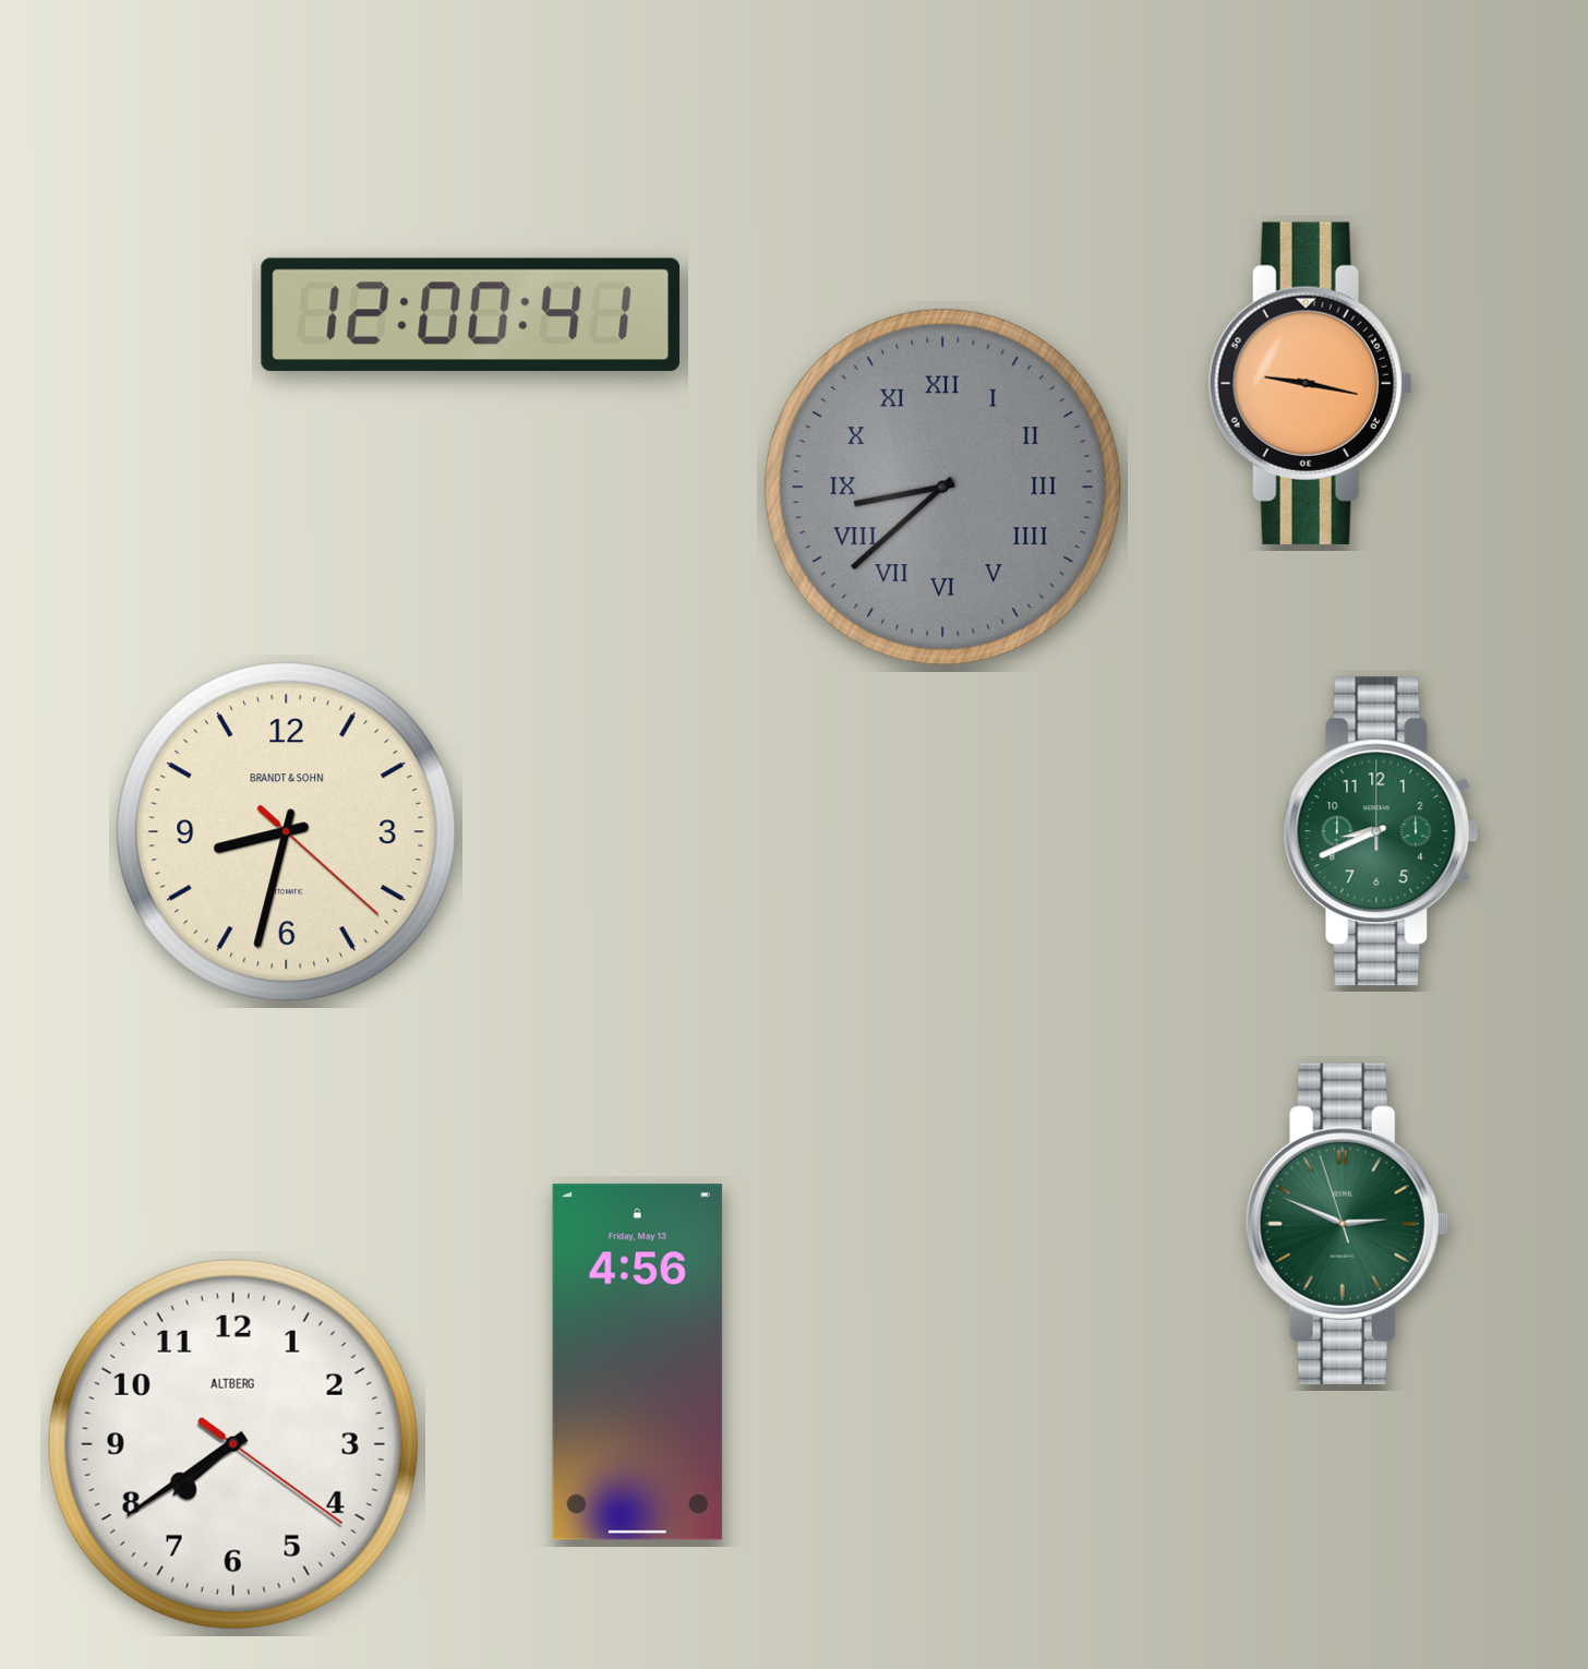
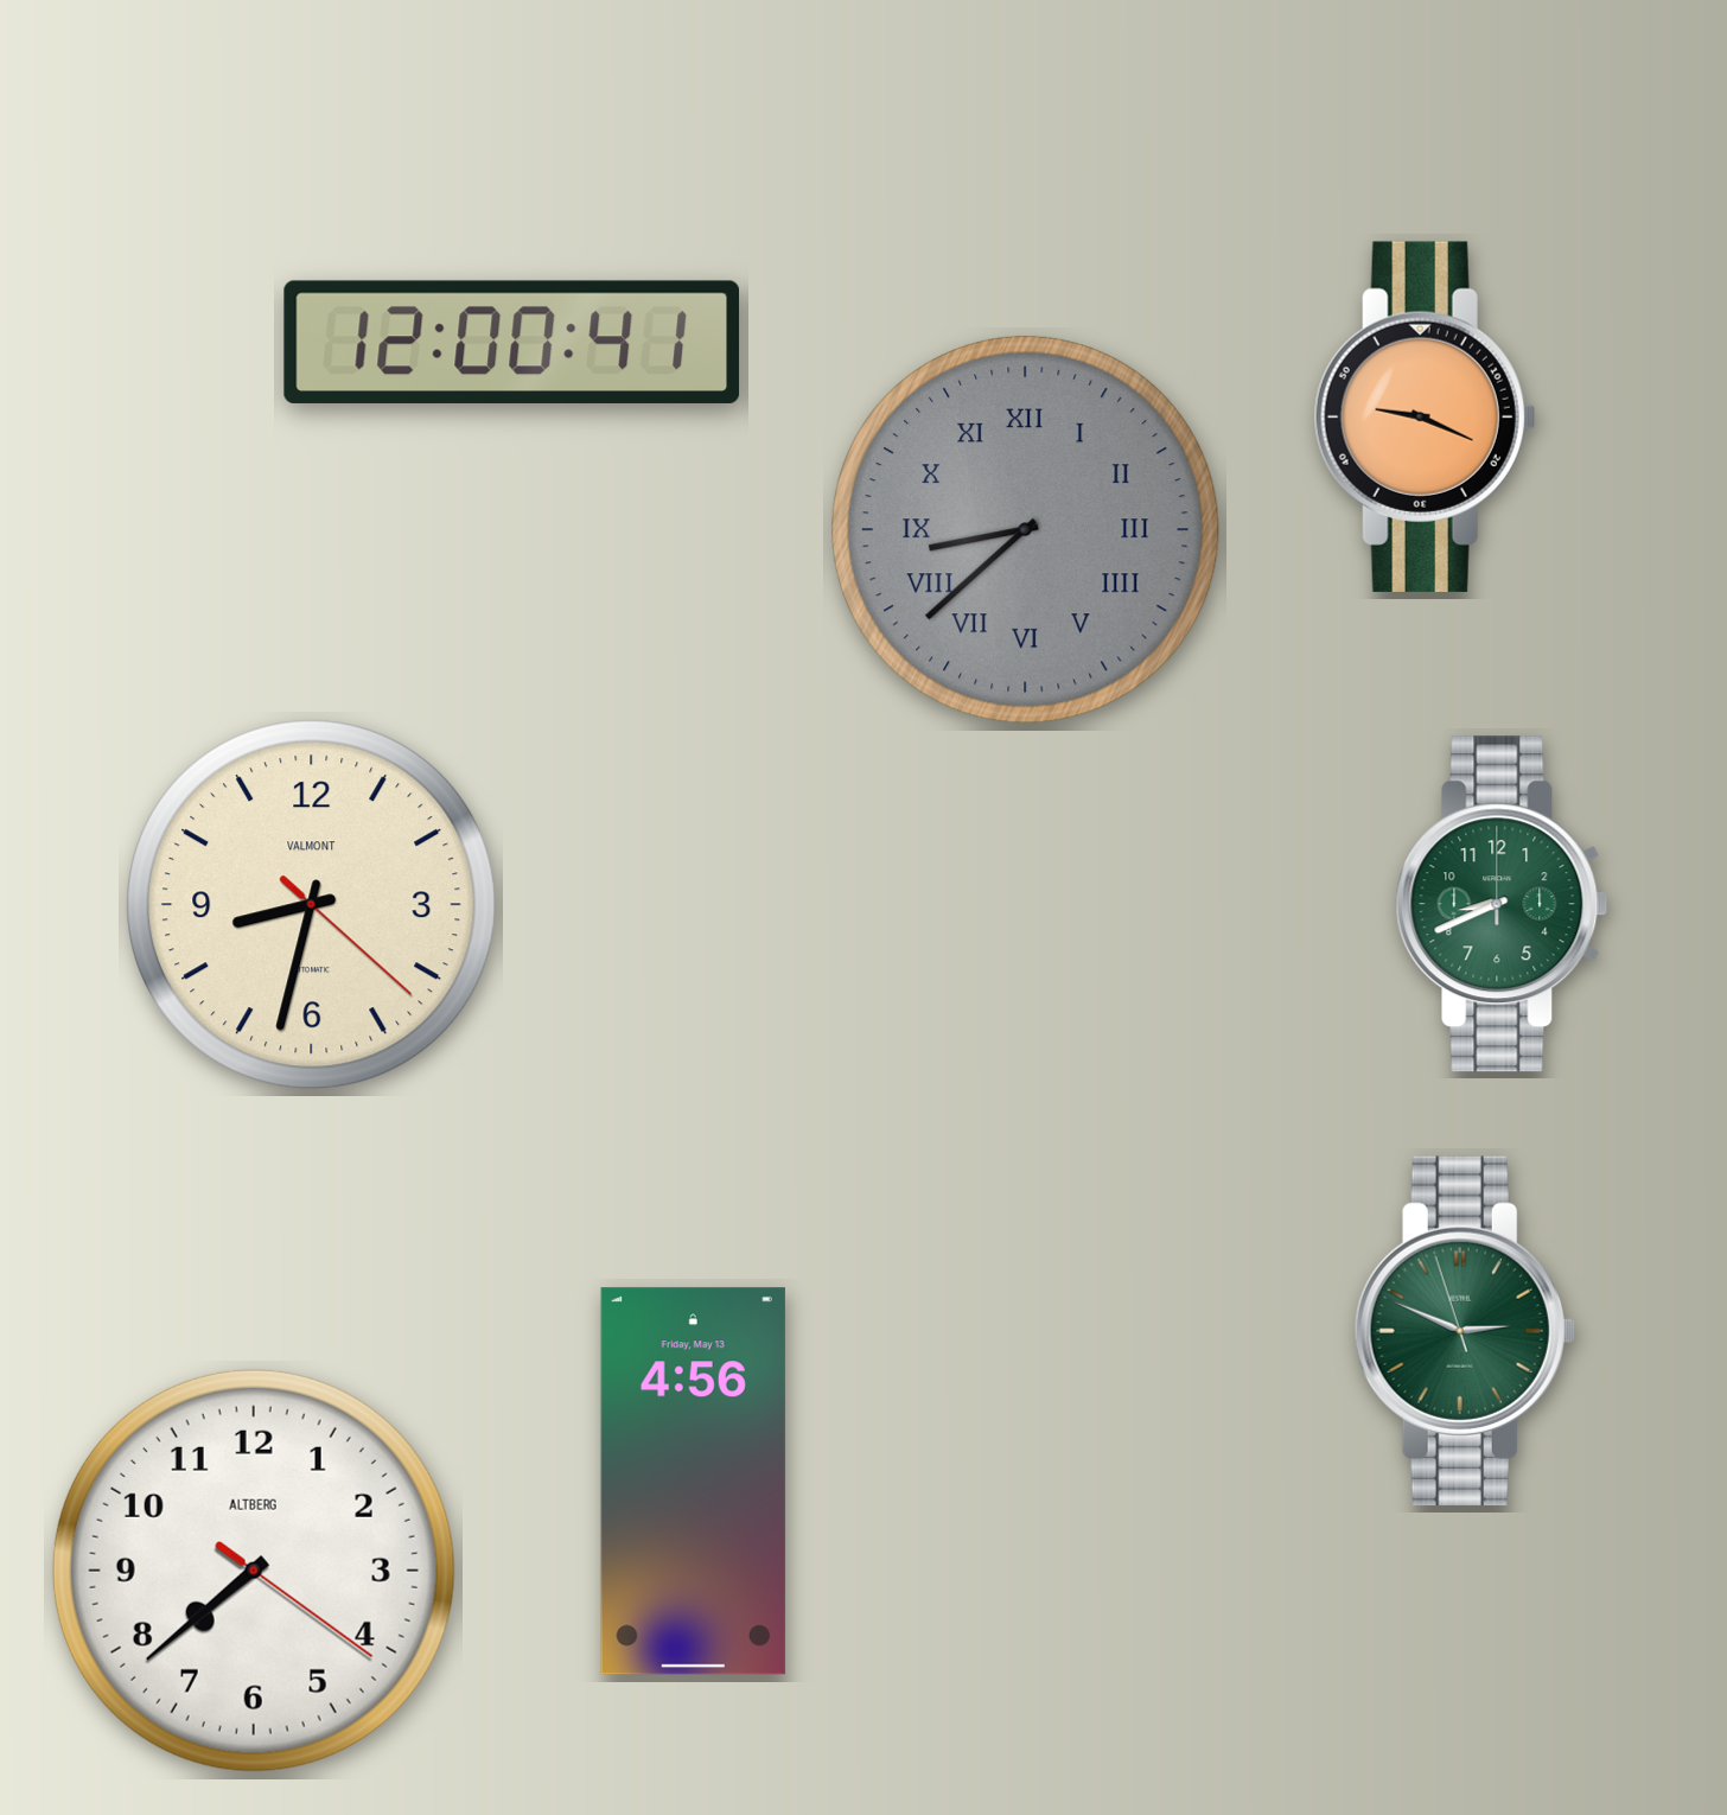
clock at (1310, 383): 9:17 -> 9:19
clock at (287, 832) brand: BRANDT & SOHN -> VALMONT
clock at (233, 1444): 7:39 -> 7:38
